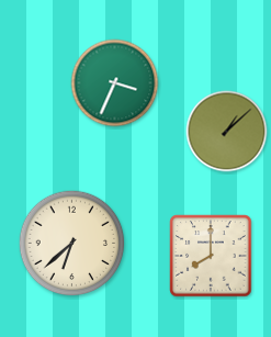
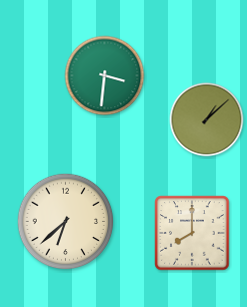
clock at (115, 83): 3:34 -> 3:31
